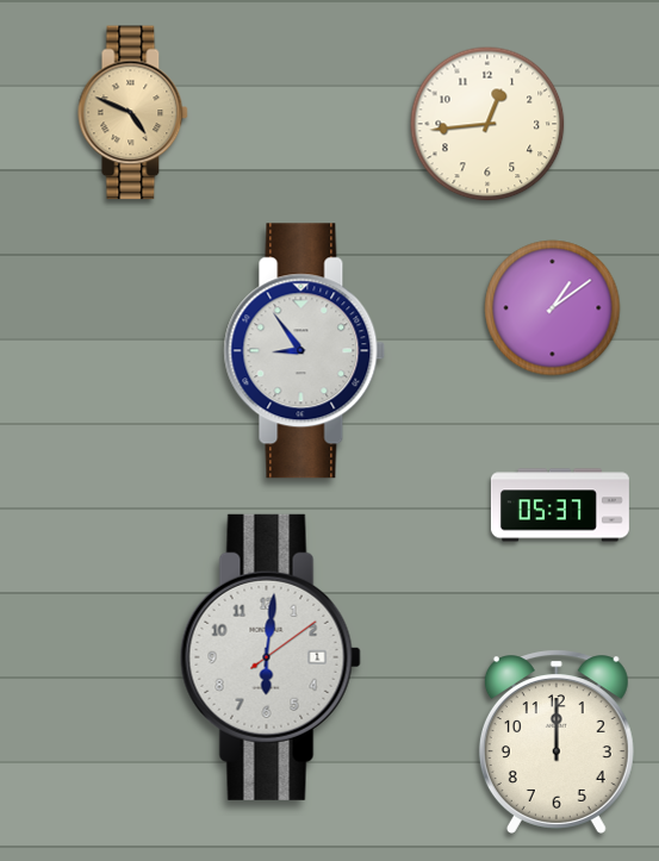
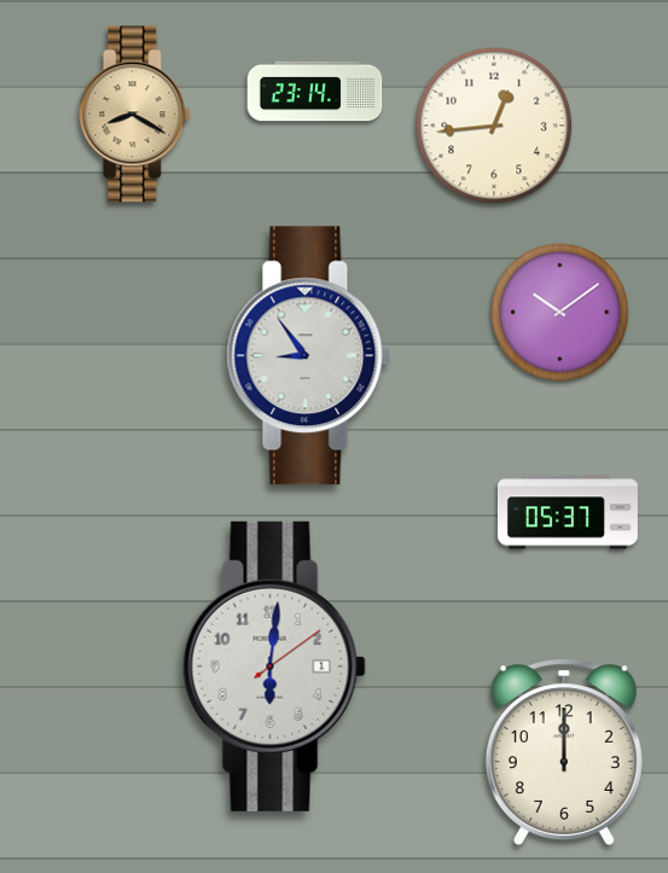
clock at (315, 92): none -> 23:14
clock at (133, 113): 4:49 -> 8:20
clock at (553, 308): 1:09 -> 10:09
